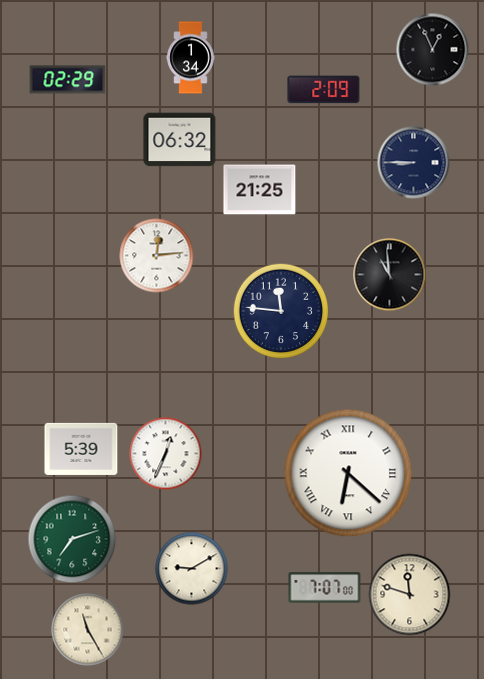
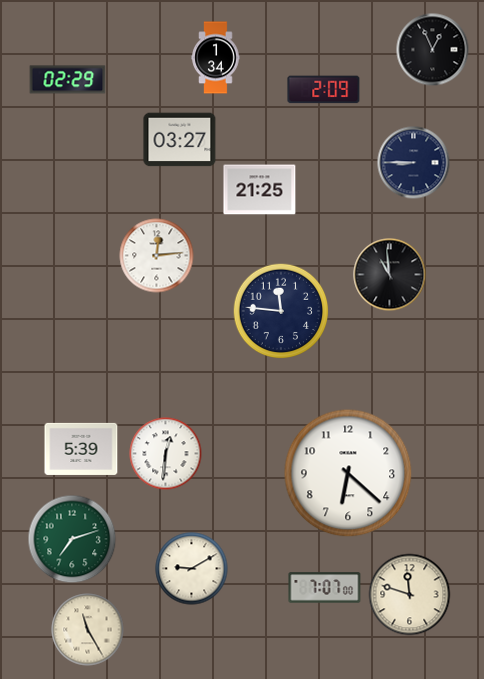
clock at (191, 58) position: (191, 58) -> (216, 58)
clock at (180, 140): 06:32 -> 03:27
clock at (166, 454): 12:34 -> 12:31
clock at (348, 473) numerals: Roman -> Arabic
